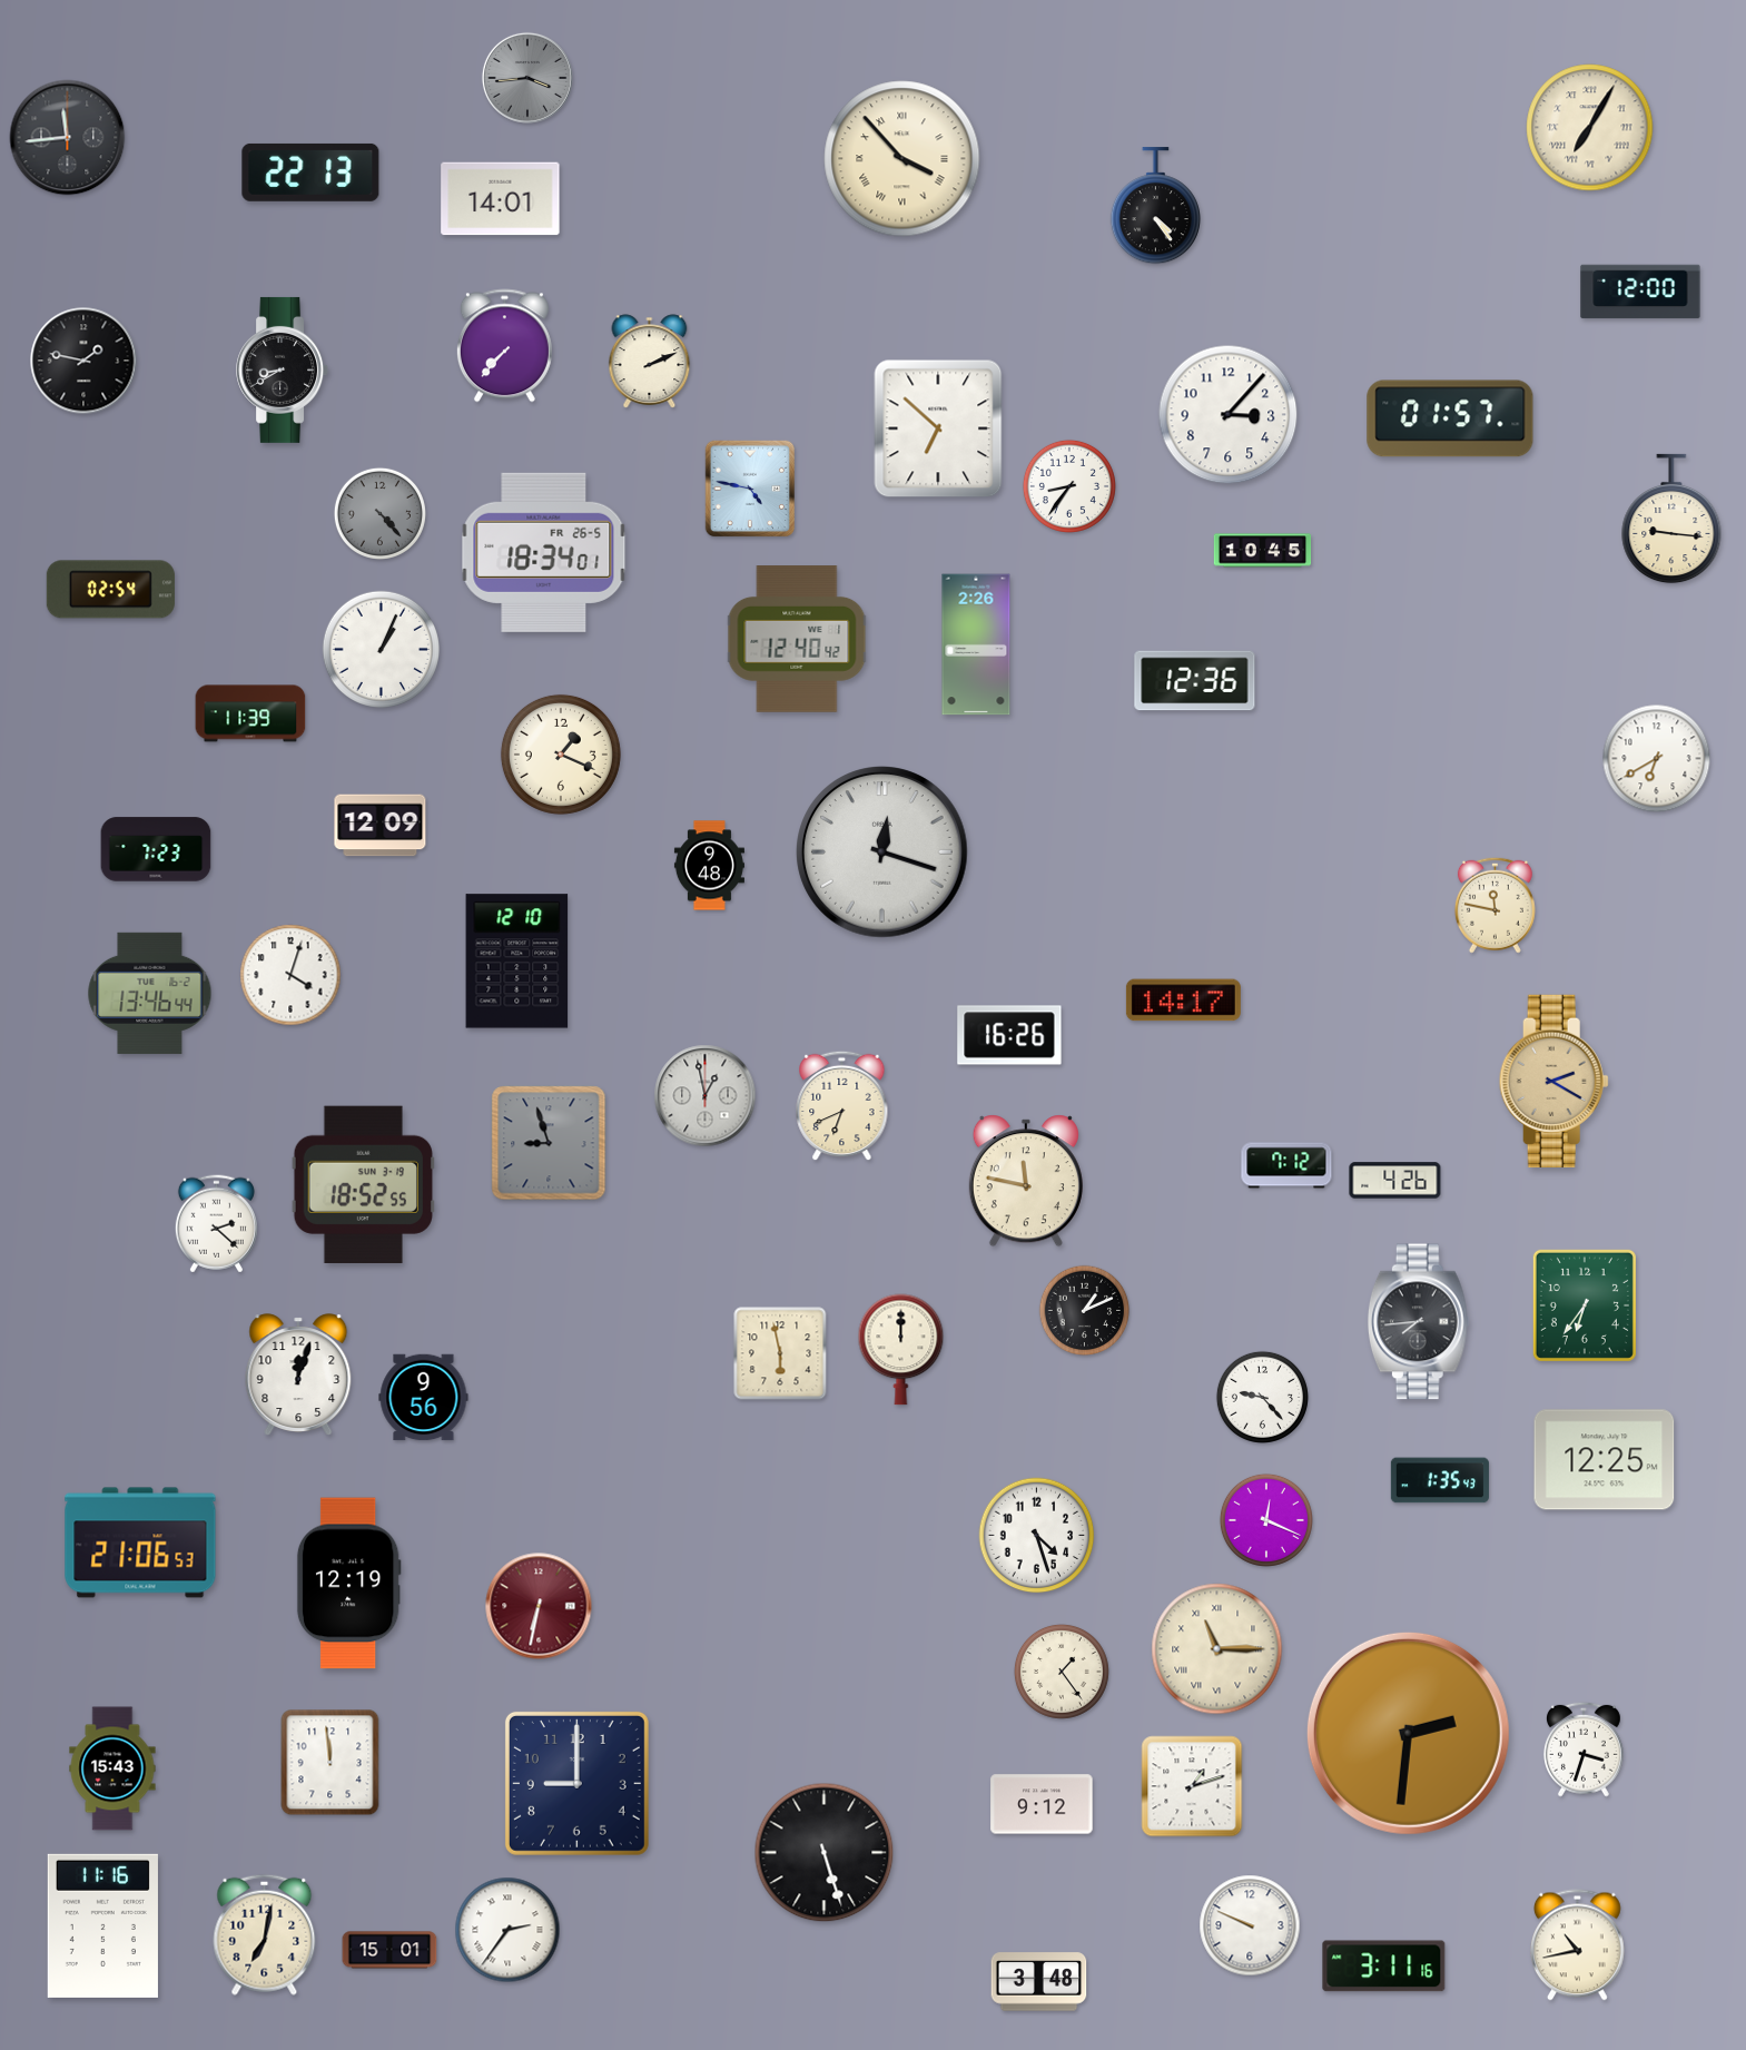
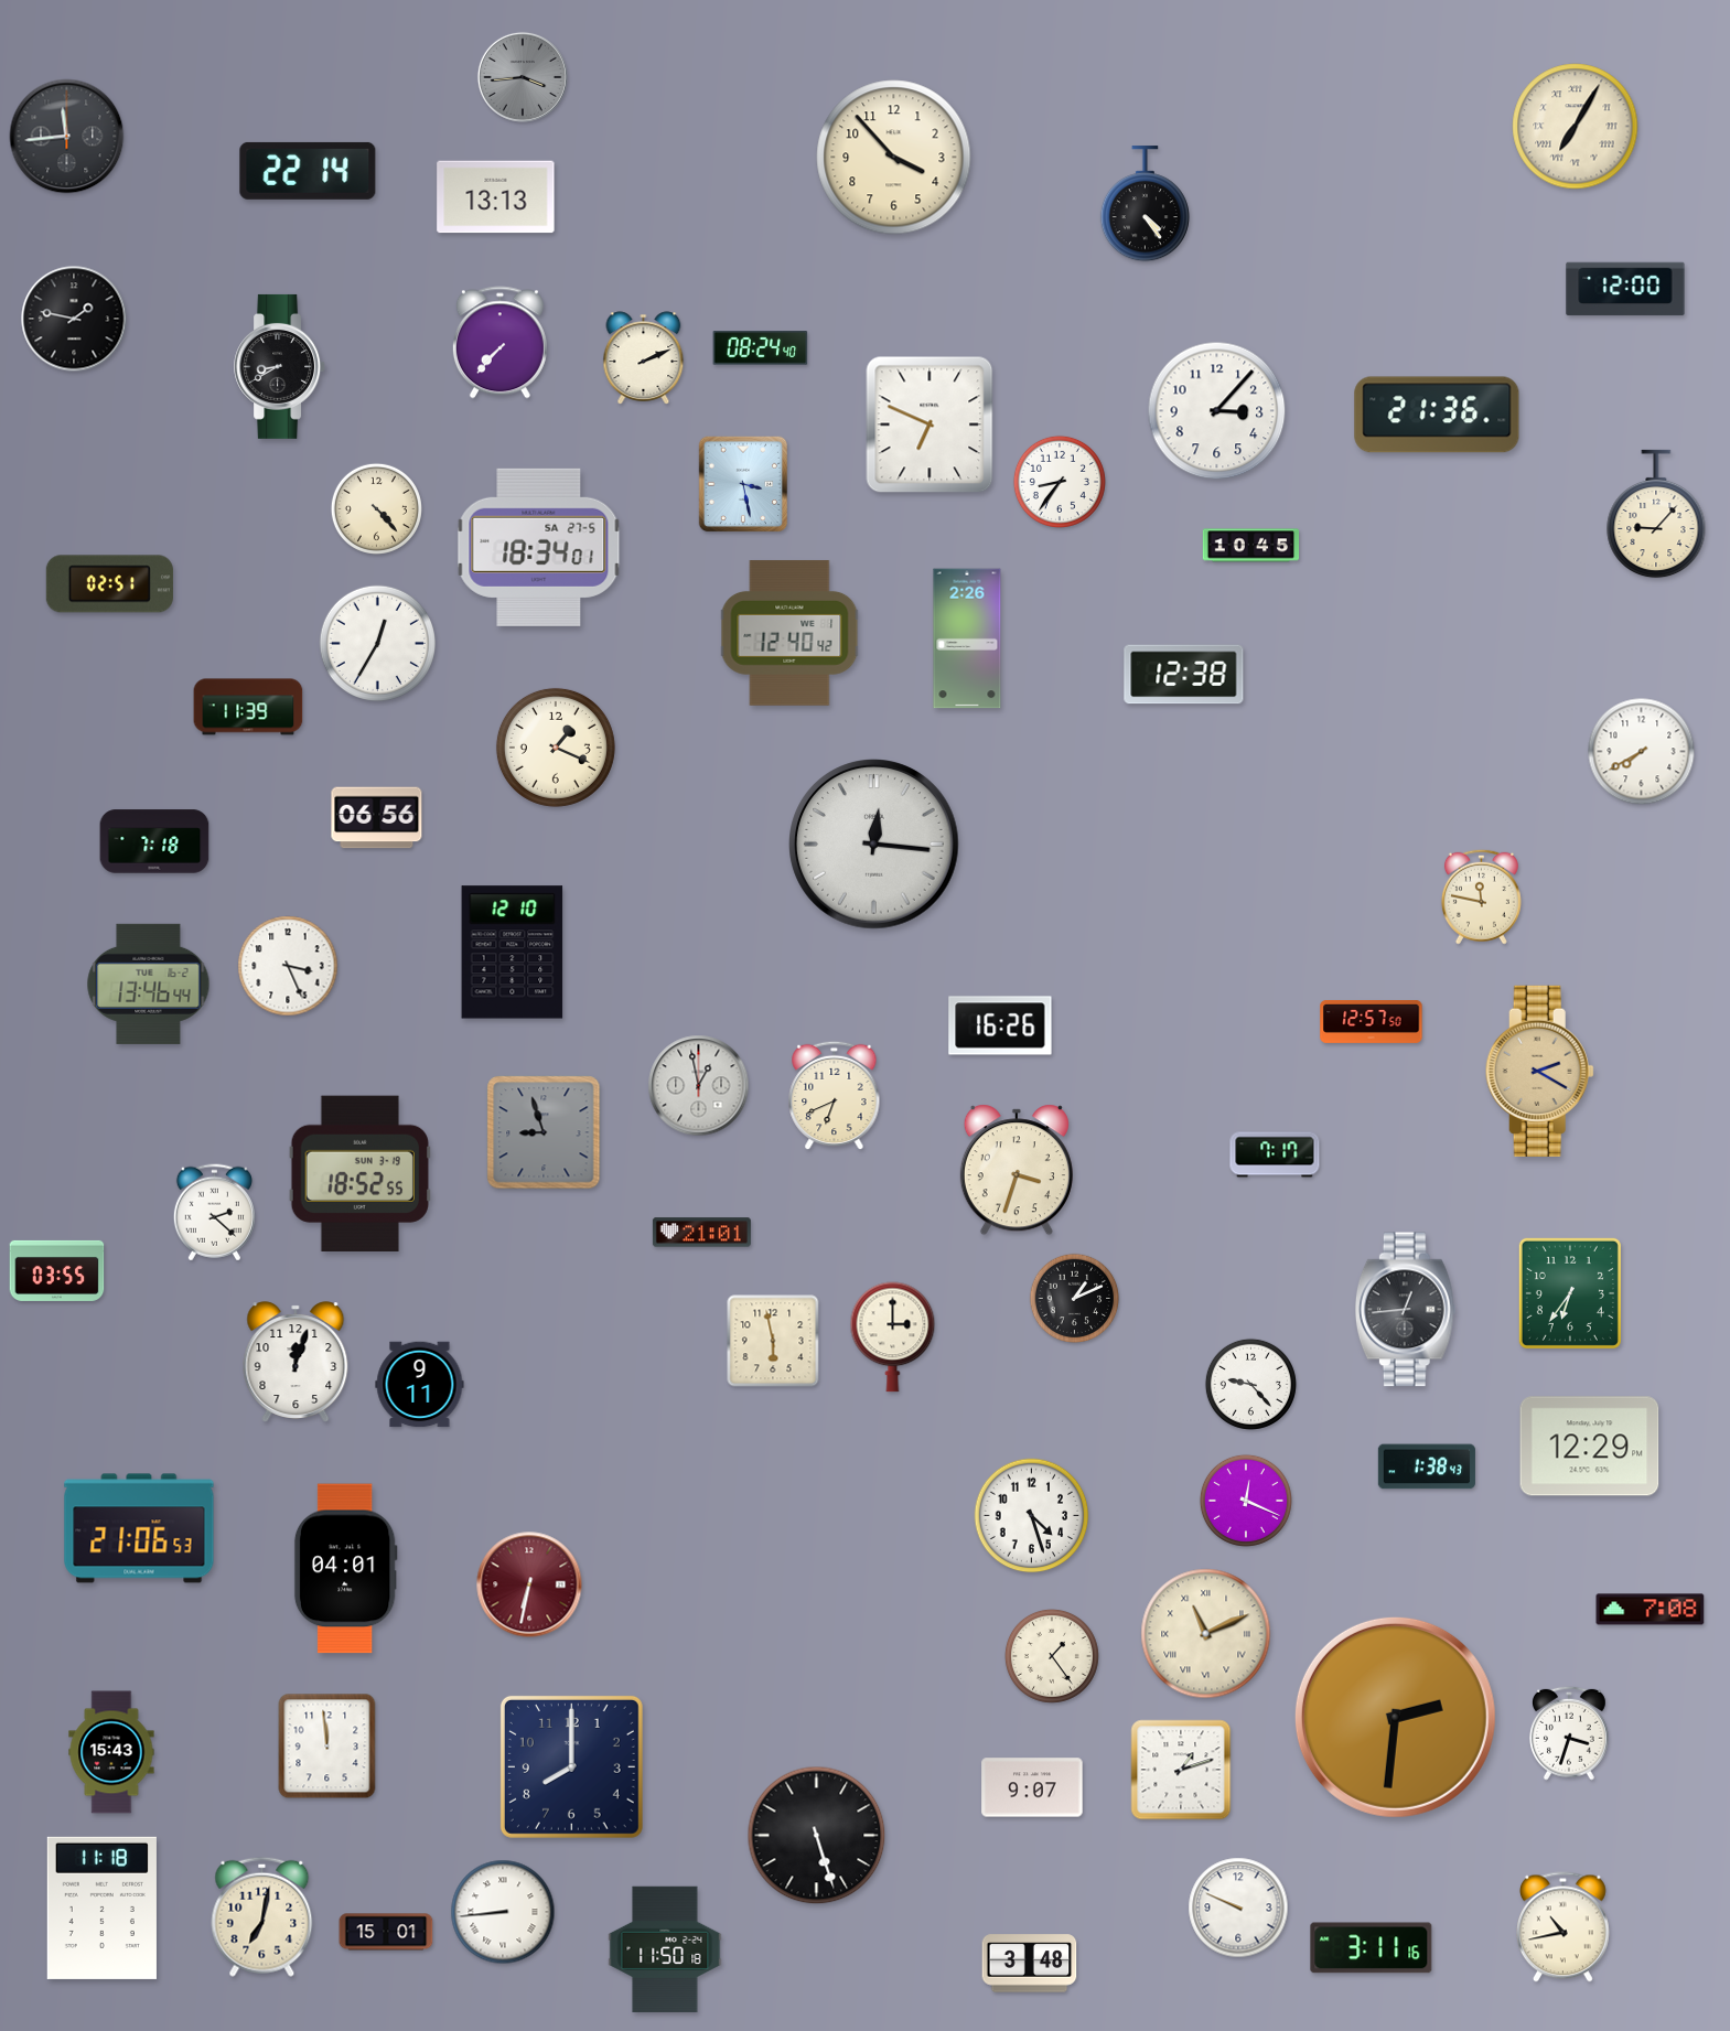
clock at (902, 159) numerals: Roman -> Arabic
clock at (310, 173): 22:13 -> 22:14
clock at (501, 199): 14:01 -> 13:13
clock at (761, 348): none -> 08:24
clock at (83, 361) position: (83, 361) -> (74, 319)
clock at (1450, 418): 01:57 -> 21:36
clock at (938, 428): 6:52 -> 6:49
clock at (750, 489): 4:47 -> 3:28
clock at (379, 513) dial: grey -> cream
clock at (1671, 519): 9:16 -> 9:07
clock at (544, 552) date: FR 26-5 -> SA 27-5
clock at (110, 590): 02:54 -> 02:51
clock at (381, 649): 1:04 -> 12:35
clock at (1195, 681): 12:36 -> 12:38
clock at (1657, 759): 6:40 -> 7:40
clock at (381, 826): 12:09 -> 06:56
clock at (156, 849): 7:23 -> 7:18
clock at (882, 852): 12:18 -> 12:16
clock at (709, 866): 9:48 -> none
clock at (290, 975): 4:03 -> 3:26
clock at (1183, 1001): 14:17 -> none
clock at (1372, 1022): none -> 12:57
clock at (1286, 1165): 7:12 -> 7:17
clock at (1026, 1181): 11:47 -> 3:33
clock at (1395, 1181): 4:26 -> none
clock at (701, 1233): none -> 21:01
clock at (57, 1270): none -> 03:55
clock at (1418, 1322): 7:44 -> 12:44
clock at (901, 1350): 12:00 -> 3:00
clock at (424, 1398): 9:56 -> 9:11
clock at (1605, 1460): 12:25 -> 12:29
clock at (1440, 1480): 1:35 -> 1:38
clock at (1266, 1520) position: (1266, 1520) -> (1246, 1501)
clock at (1037, 1536) position: (1037, 1536) -> (1032, 1516)
clock at (348, 1584): 12:19 -> 04:01
clock at (539, 1606) position: (539, 1606) -> (529, 1584)
clock at (1651, 1610): none -> 7:08
clock at (1217, 1649): 11:15 -> 11:11
clock at (576, 1783): 9:00 -> 8:00
clock at (1042, 1804): 9:12 -> 9:07
clock at (102, 1925): 11:16 -> 11:18
clock at (507, 1930): 2:36 -> 8:44
clock at (665, 1949): none -> 11:50
